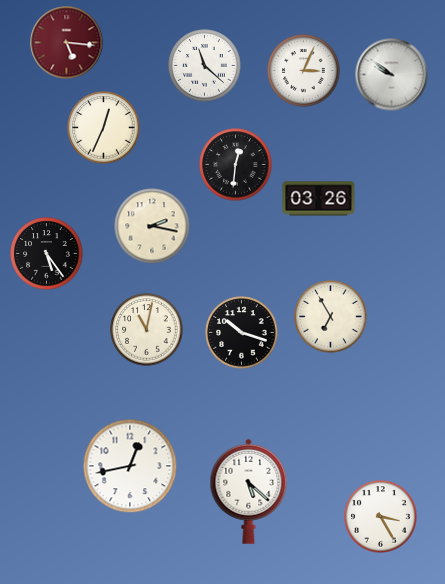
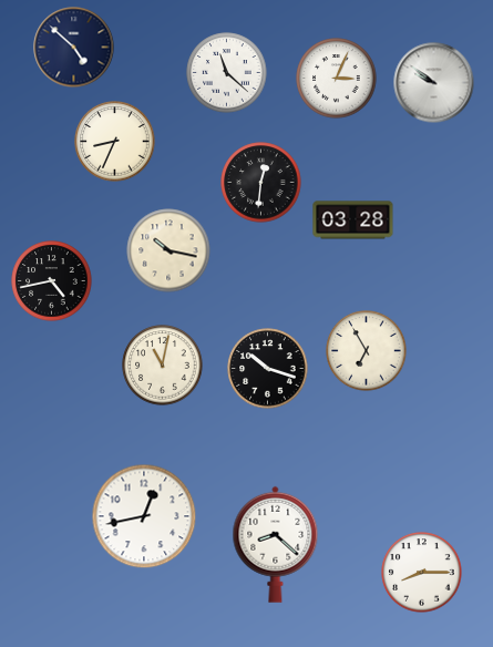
clock at (67, 43): 5:16 -> 4:52
clock at (67, 43) dial: burgundy -> navy
clock at (104, 128): 12:34 -> 8:34
clock at (319, 199): 03:26 -> 03:28
clock at (152, 226): 2:17 -> 10:17
clock at (47, 254): 5:24 -> 4:43
clock at (249, 491): 5:22 -> 8:22
clock at (381, 517): 3:25 -> 8:15
